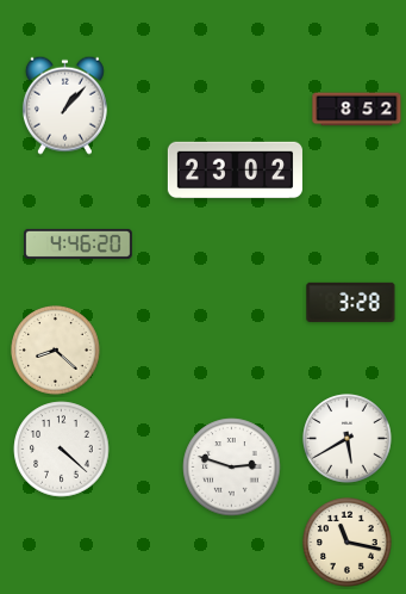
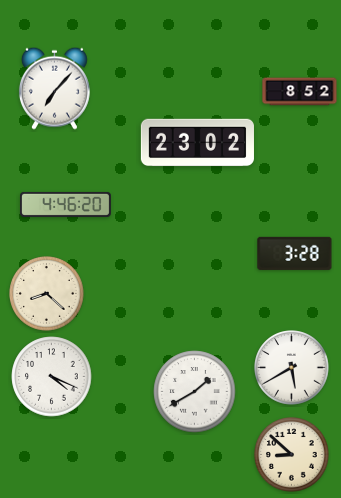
clock at (64, 105): 1:07 -> 7:07
clock at (62, 450): 4:22 -> 4:19
clock at (232, 468): 2:48 -> 1:40
clock at (348, 543): 11:17 -> 8:52
